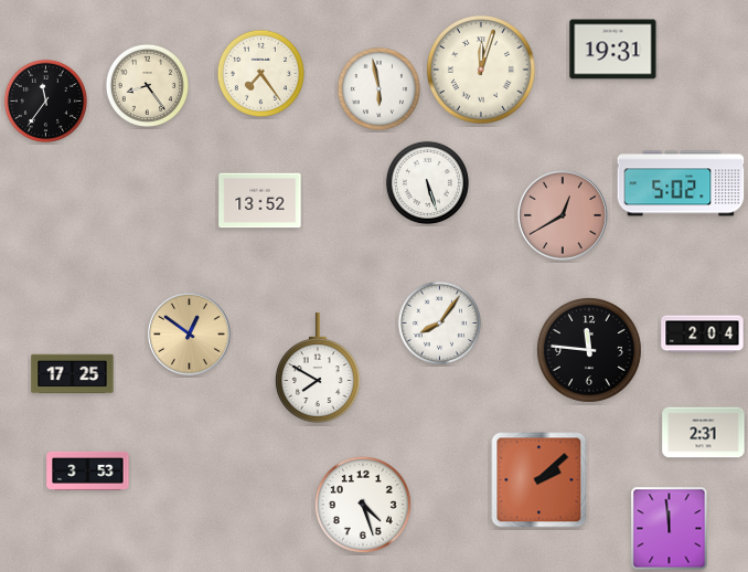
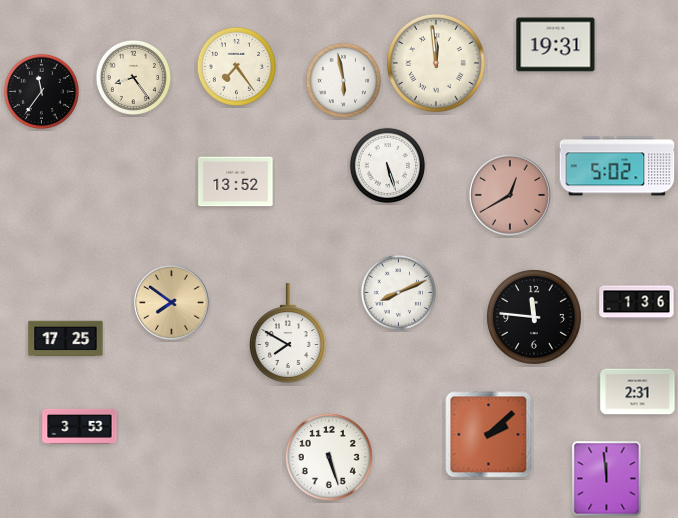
clock at (481, 70): 12:03 -> 11:59
clock at (439, 322): 8:06 -> 8:11
clock at (190, 335): 12:51 -> 7:51
clock at (703, 335): 2:04 -> 1:36
clock at (363, 505): 4:27 -> 5:27
